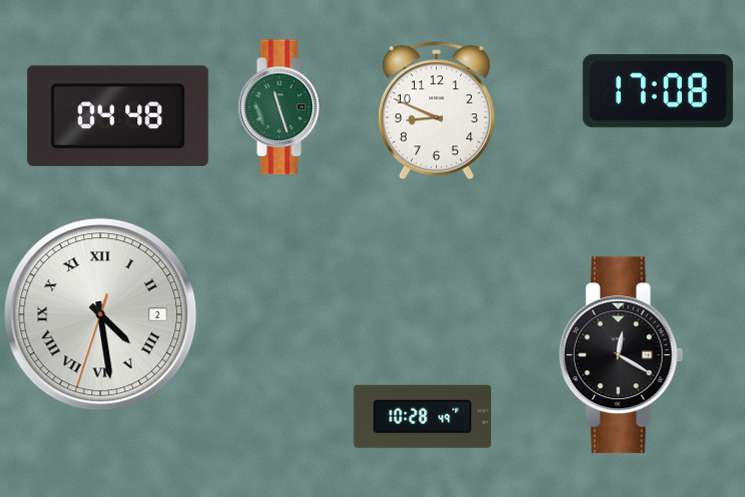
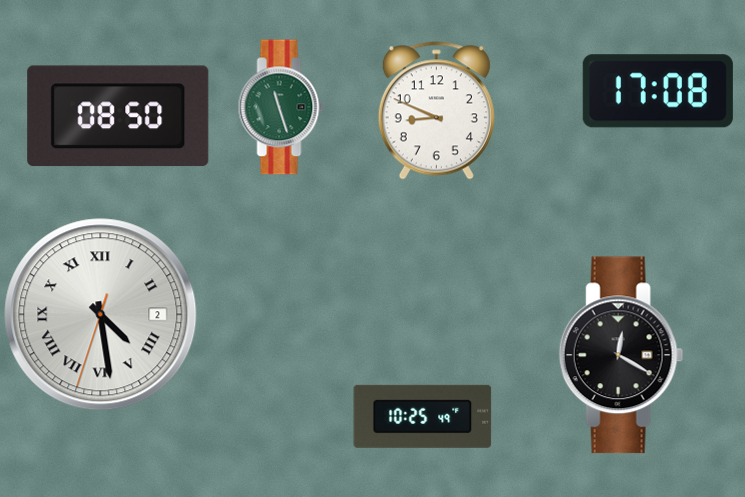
clock at (118, 116): 04:48 -> 08:50
clock at (423, 416): 10:28 -> 10:25
